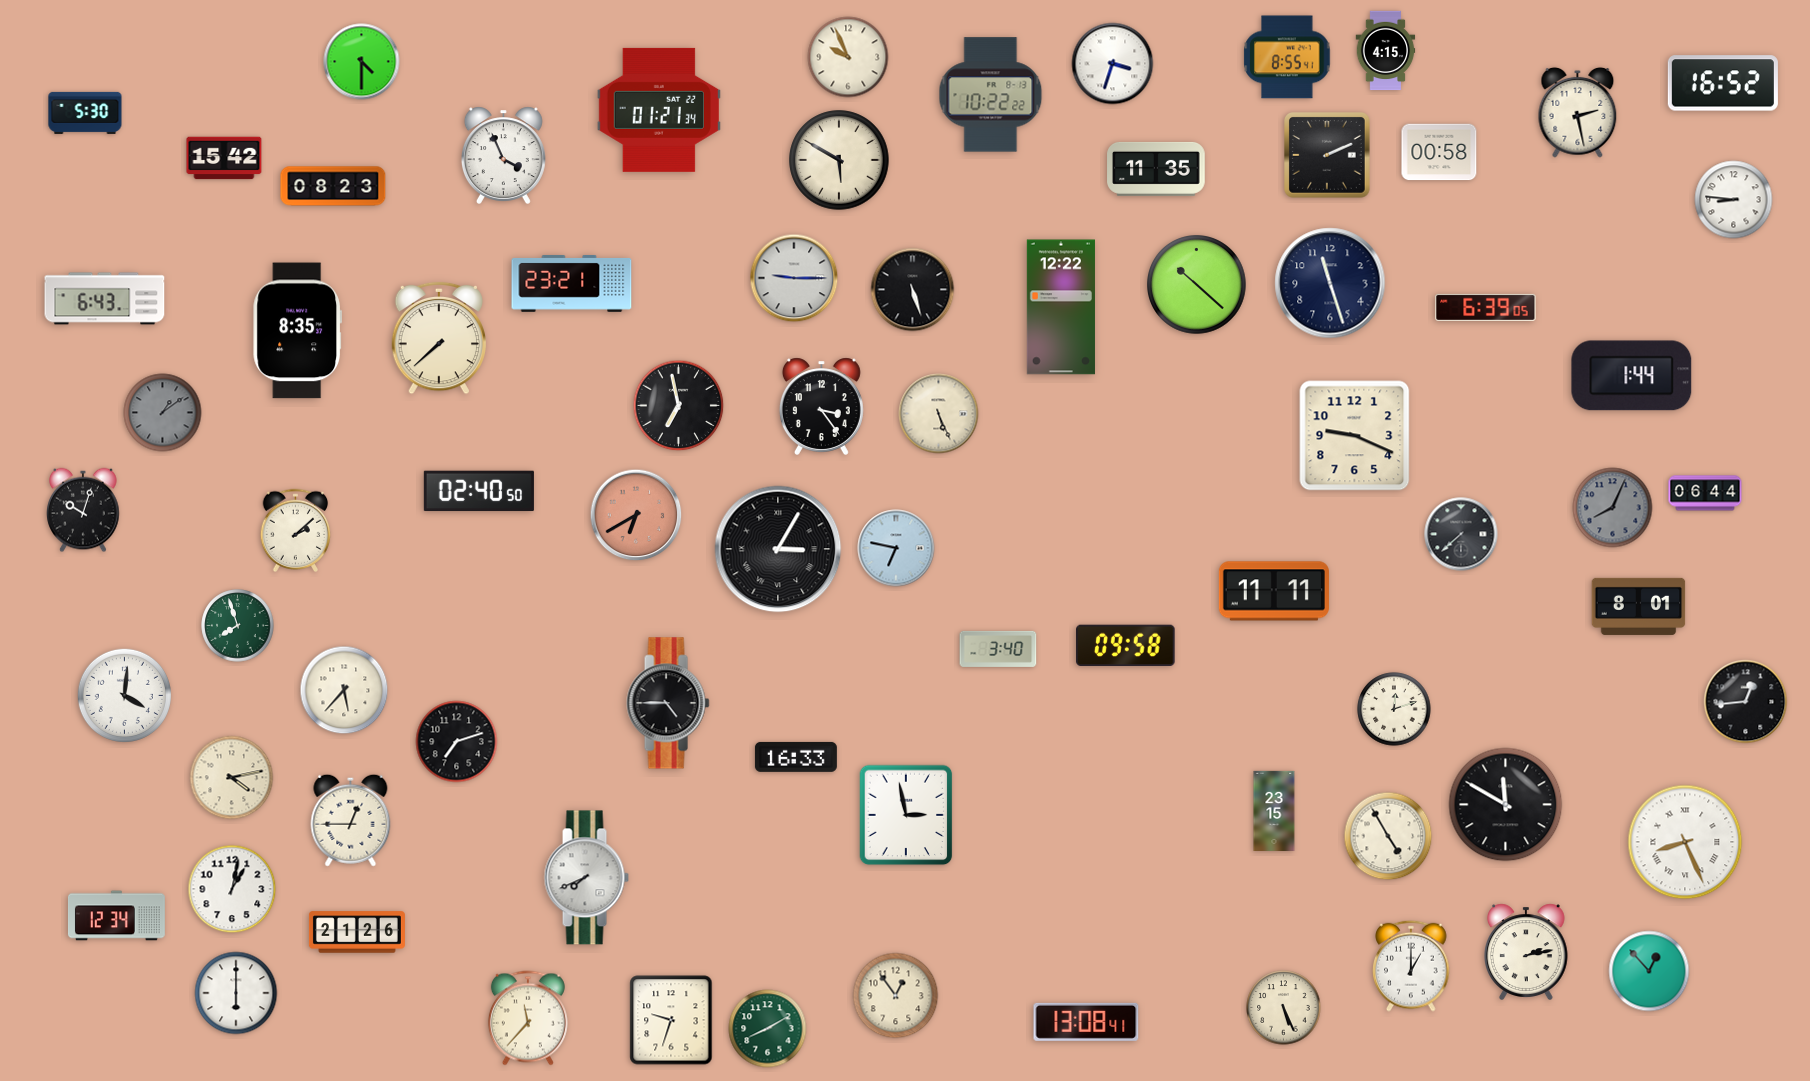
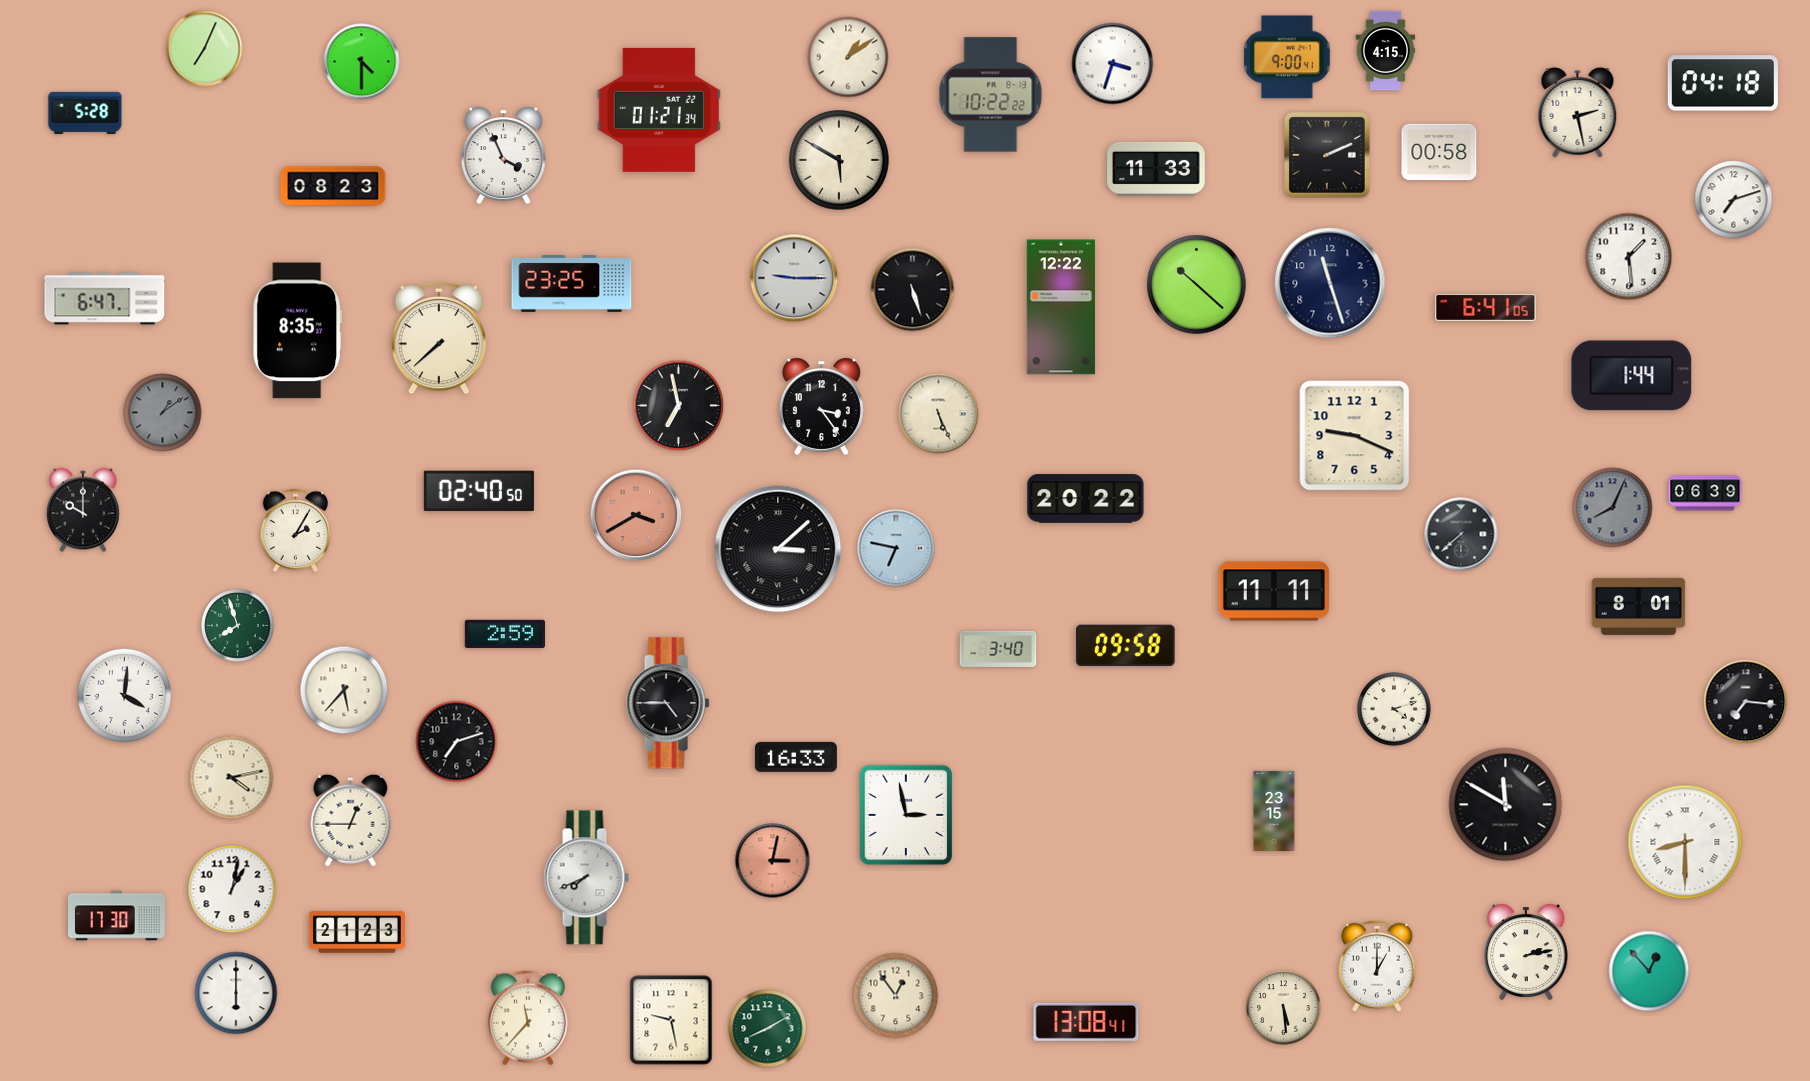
clock at (205, 49): none -> 7:04
clock at (848, 57): 9:56 -> 1:09
clock at (1287, 57): 8:55 -> 9:00
clock at (1723, 83): 16:52 -> 04:18
clock at (85, 113): 5:30 -> 5:28
clock at (224, 158): 15:42 -> none
clock at (1156, 169): 11:35 -> 11:33
clock at (1734, 200): 8:46 -> 7:12
clock at (1629, 257): none -> 1:29
clock at (572, 283): 23:21 -> 23:25
clock at (105, 299): 6:43 -> 6:47
clock at (1486, 307): 6:39 -> 6:41
clock at (1705, 493): 06:44 -> 06:39
clock at (1086, 499): none -> 20:22
clock at (83, 510): 10:03 -> 10:00
clock at (636, 515): 6:40 -> 3:40
clock at (296, 531): 2:08 -> 2:05
clock at (778, 549): 3:05 -> 3:08
clock at (505, 634): none -> 2:59
clock at (1746, 702): 12:44 -> 7:16
clock at (1394, 709): 12:12 -> 4:12
clock at (1388, 836): 4:55 -> none
clock at (1685, 842): 8:26 -> 8:30
clock at (773, 861): none -> 3:02
clock at (116, 916): 12:34 -> 17:30
clock at (357, 932): 21:26 -> 21:23
clock at (1411, 966) position: (1411, 966) -> (1377, 966)
clock at (1284, 1008): 5:26 -> 5:29
clock at (671, 1020): 9:33 -> 9:28
